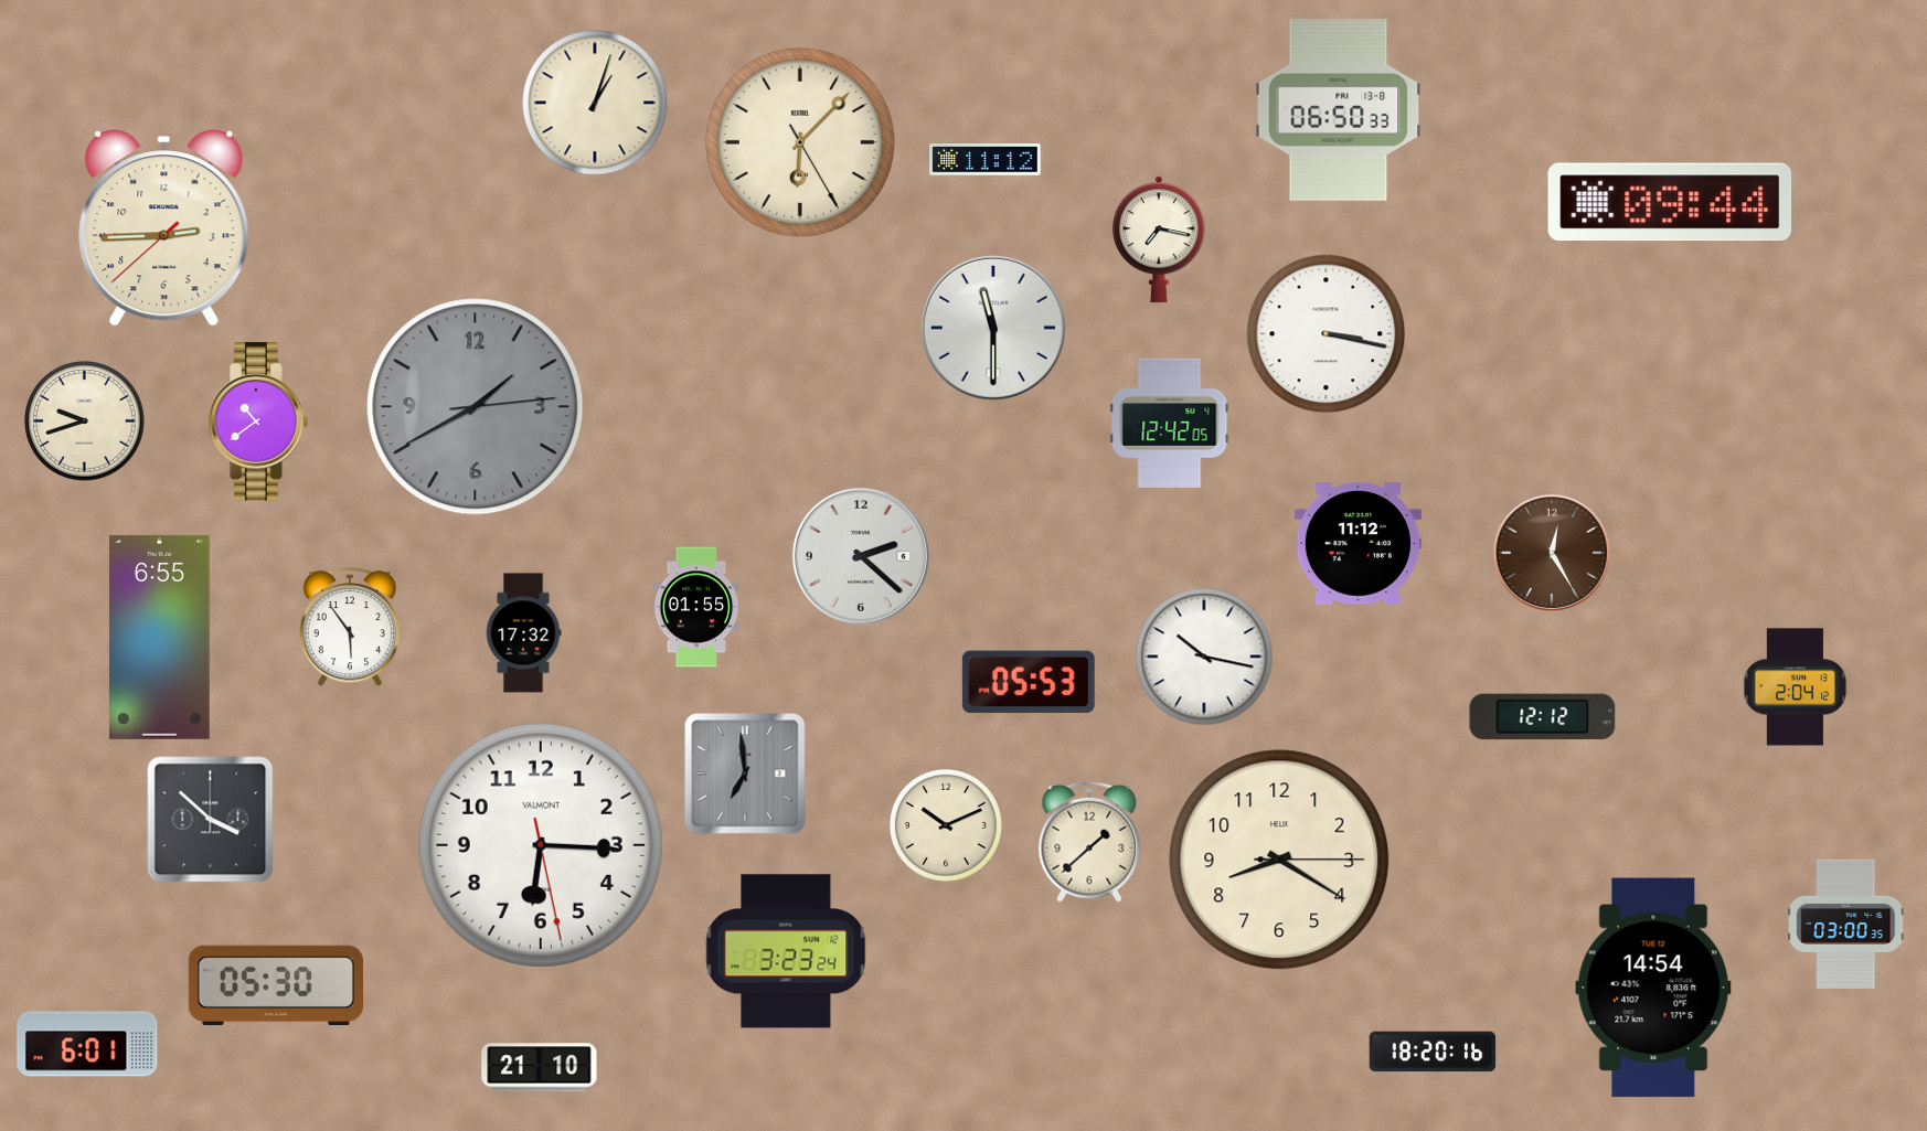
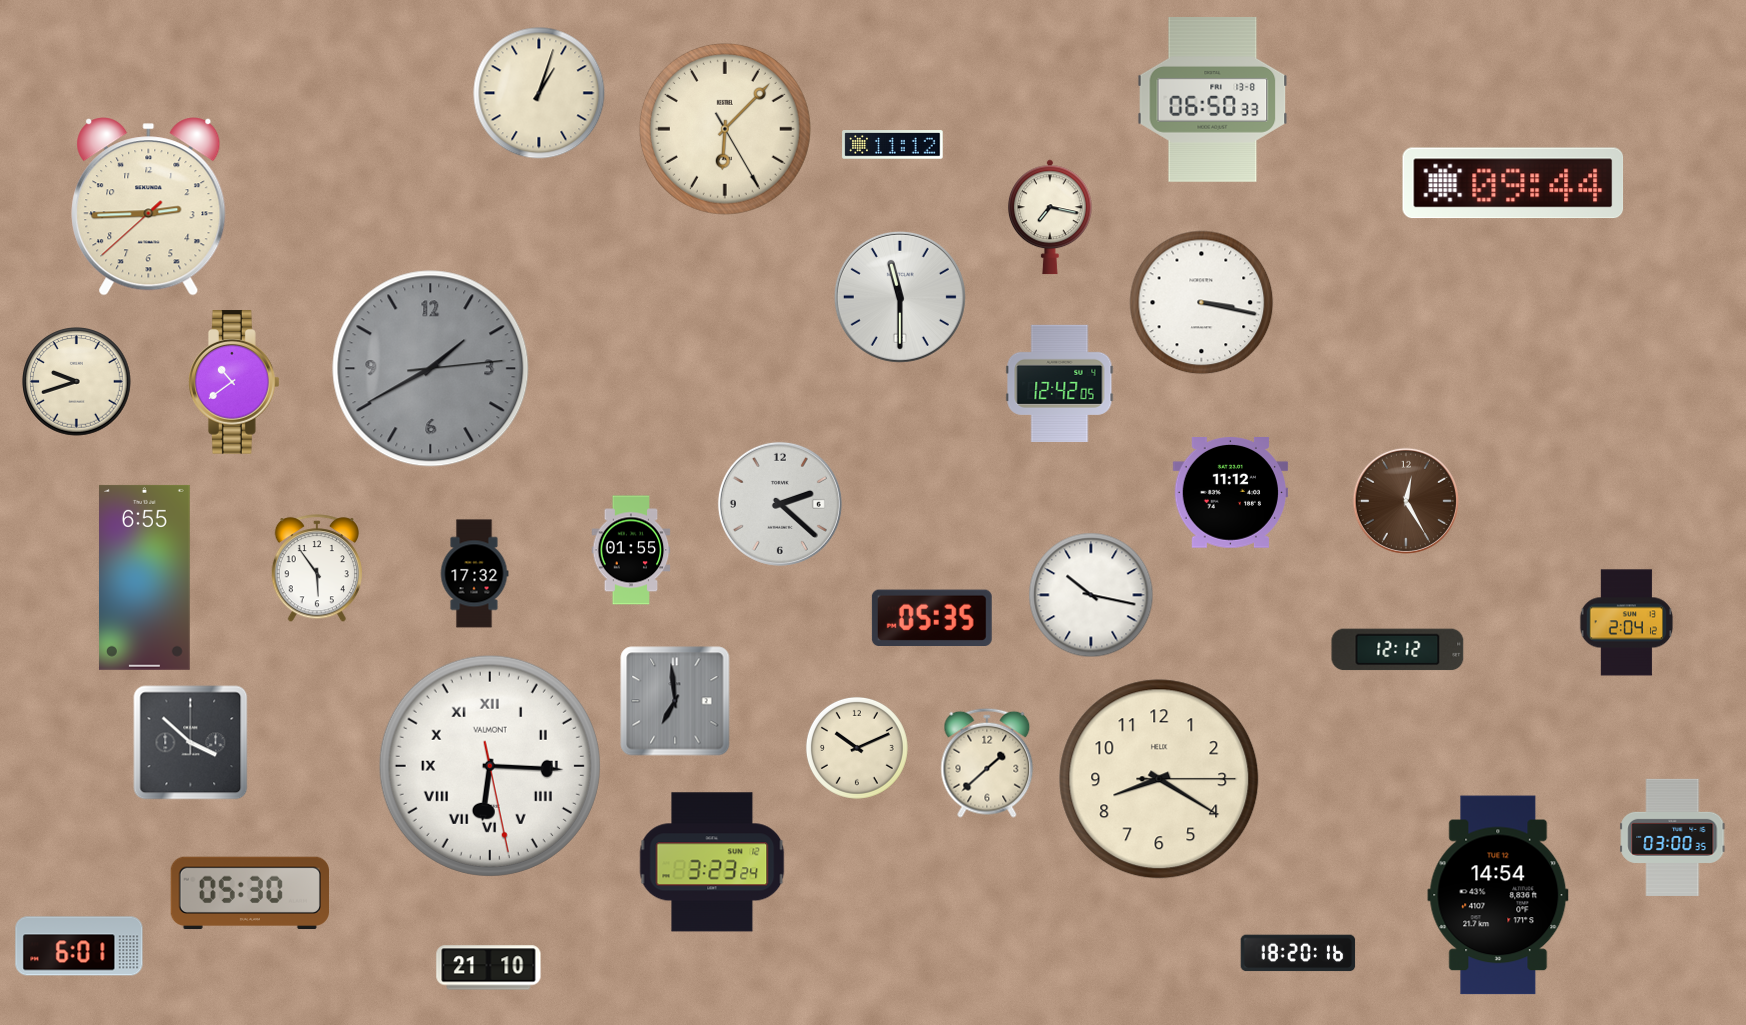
clock at (1029, 682): 05:53 -> 05:35
clock at (541, 845) numerals: Arabic -> Roman
